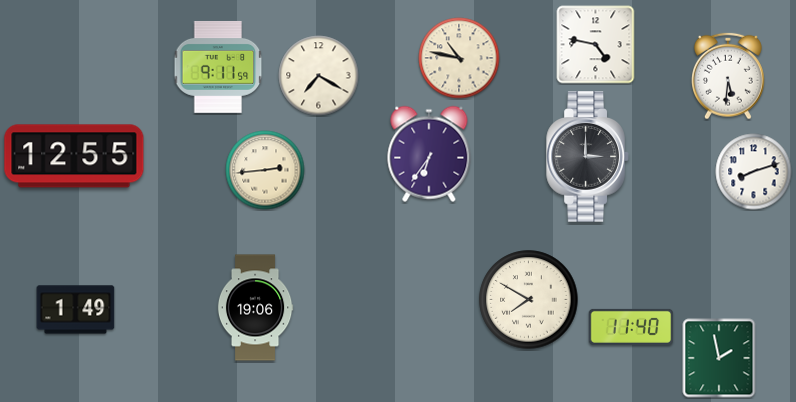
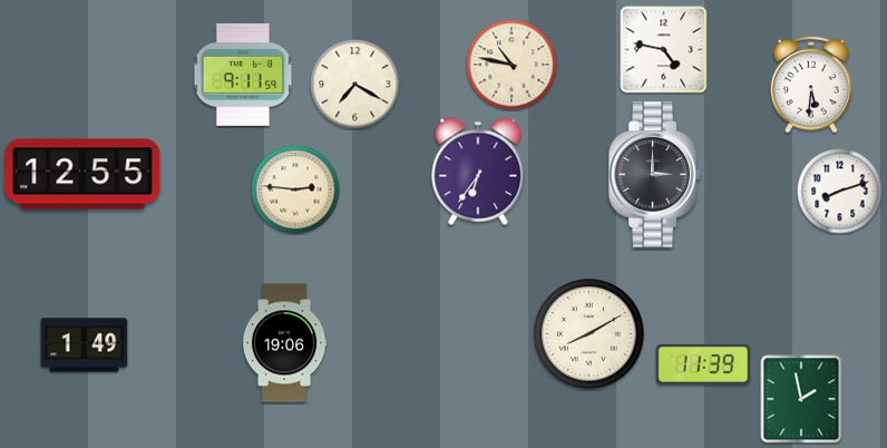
clock at (265, 170): 2:44 -> 2:46
clock at (529, 300): 7:50 -> 8:10
clock at (631, 327): 11:40 -> 11:39
